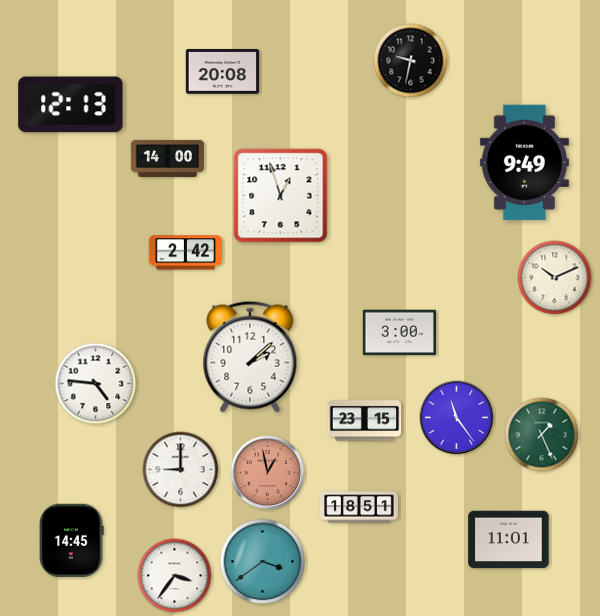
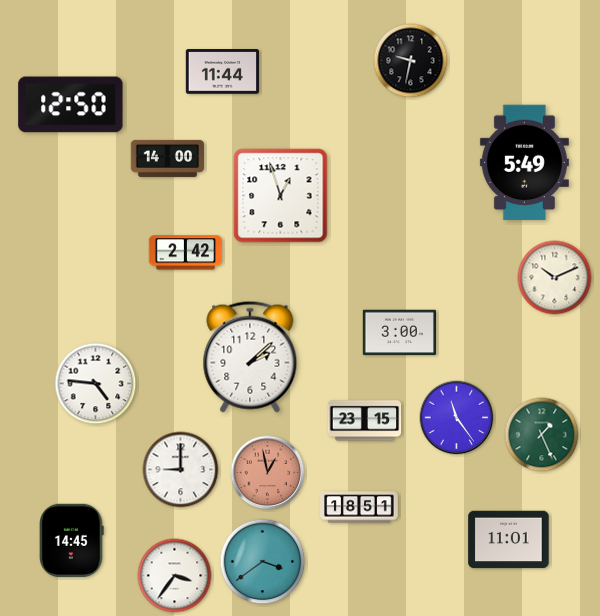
clock at (223, 72): 20:08 -> 11:44
clock at (71, 105): 12:13 -> 12:50
clock at (524, 163): 9:49 -> 5:49
